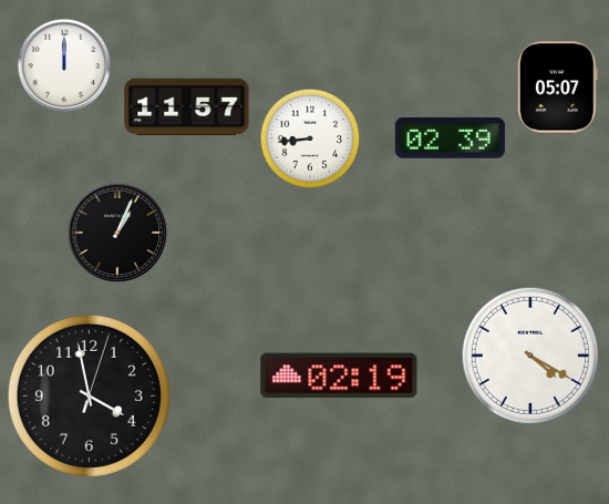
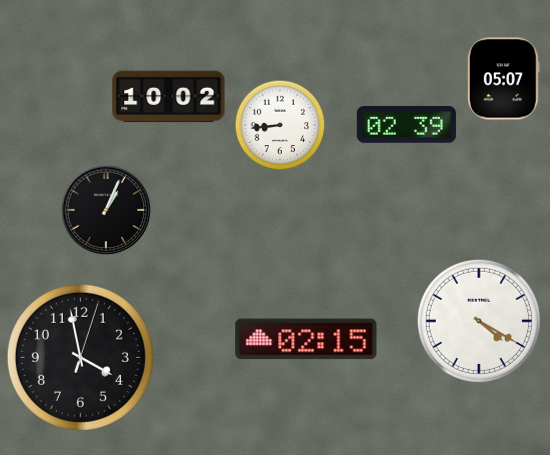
clock at (64, 65): 12:00 -> none
clock at (187, 107): 11:57 -> 10:02
clock at (339, 376): 02:19 -> 02:15
